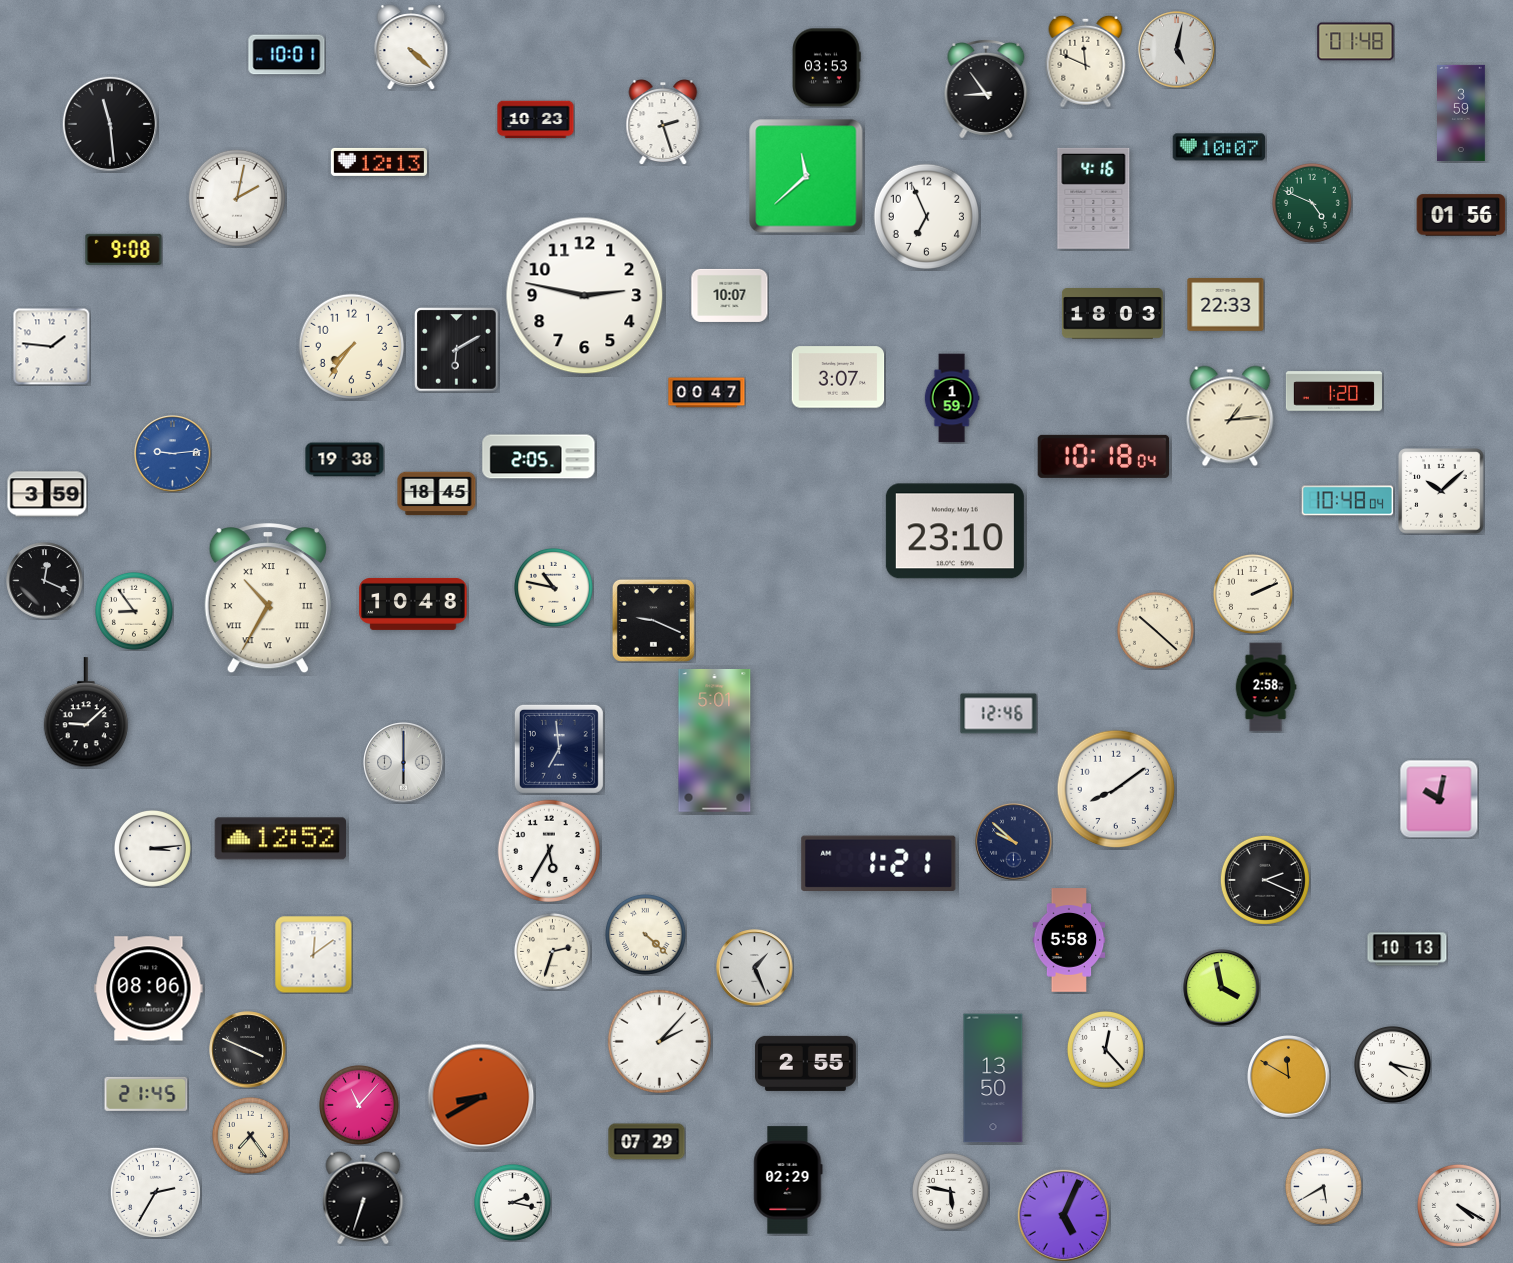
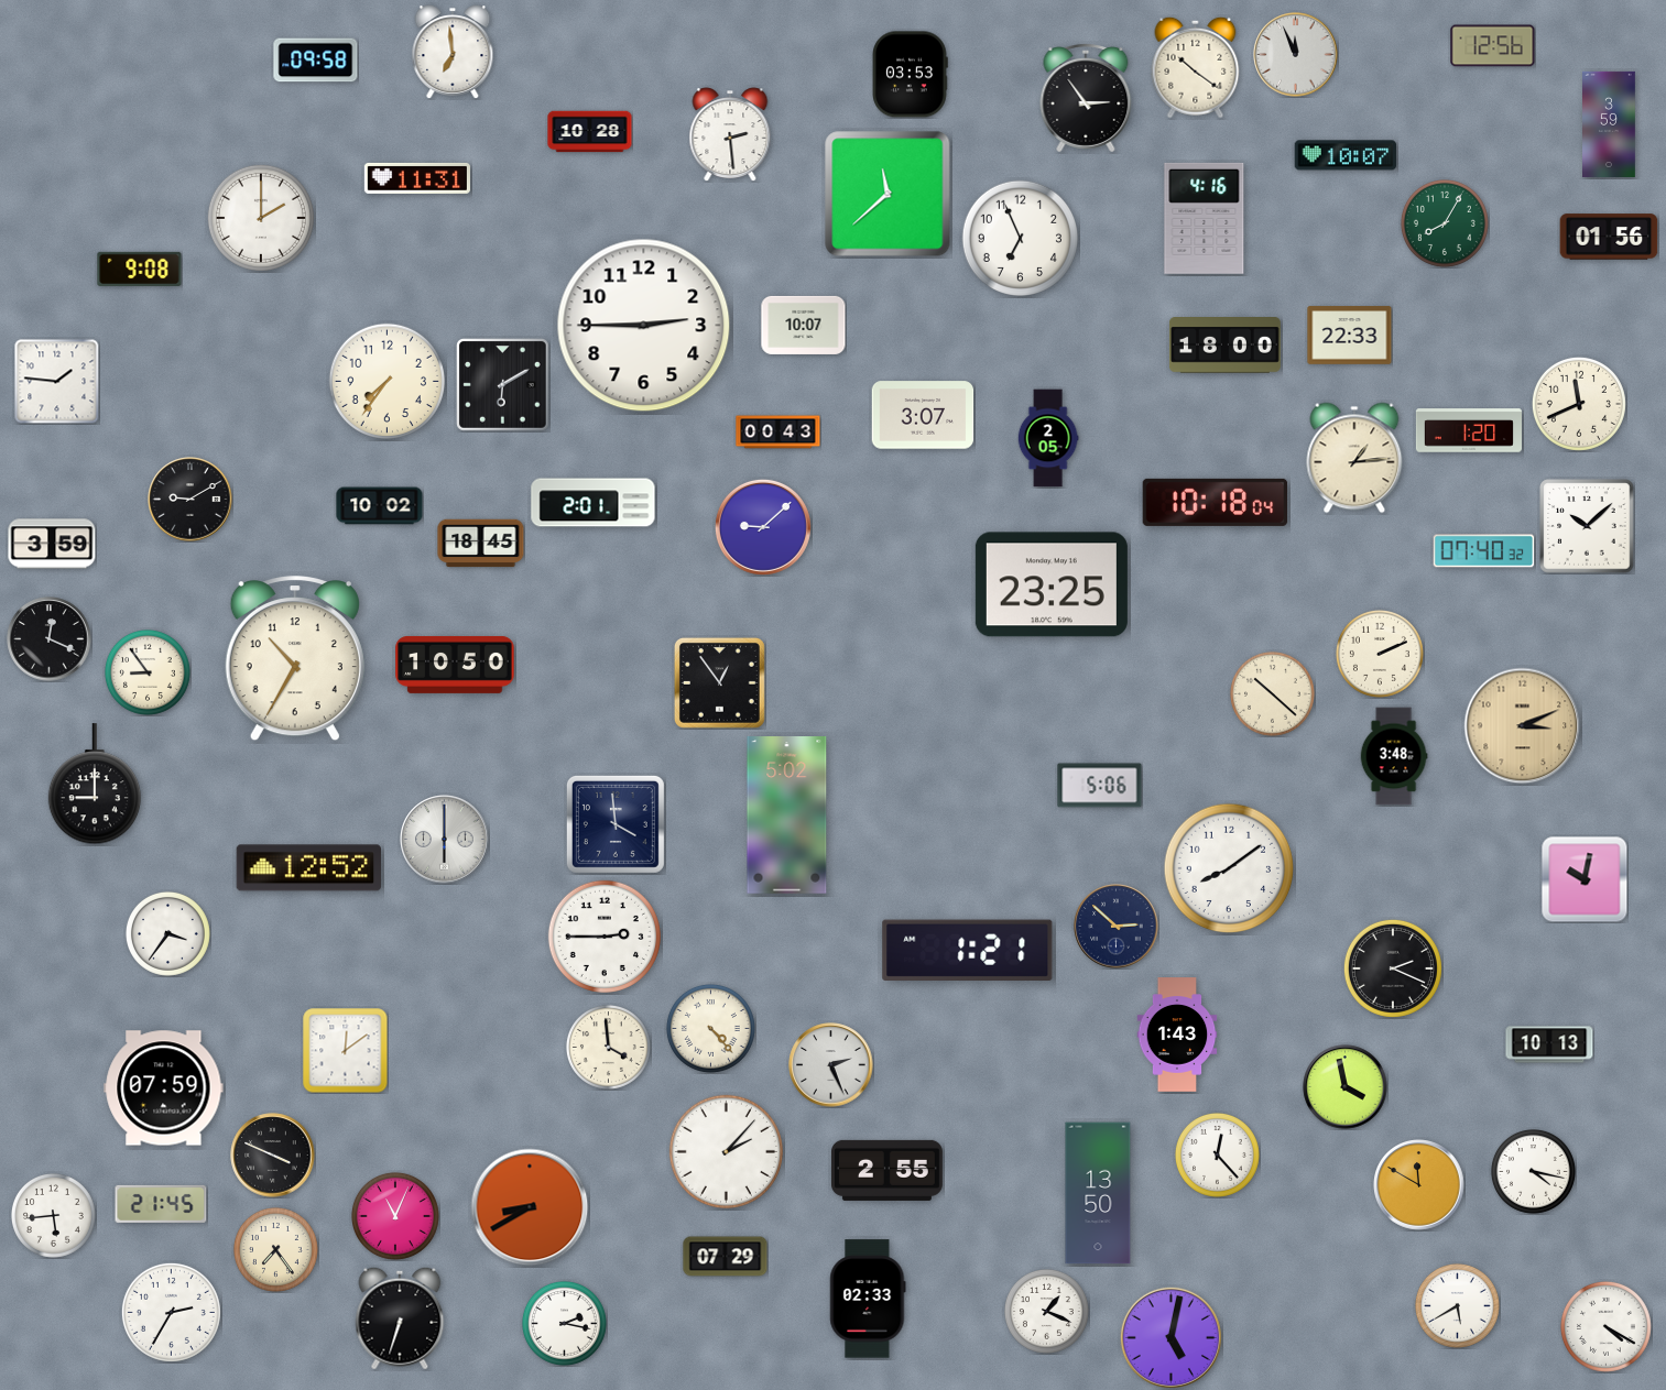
clock at (1356, 42): 01:48 -> 12:56
clock at (411, 47): 4:22 -> 6:59
clock at (1177, 50): 5:02 -> 11:56
clock at (287, 55): 10:01 -> 09:58
clock at (1086, 61): 11:49 -> 10:21
clock at (986, 90): 8:54 -> 2:54
clock at (536, 120): 10:23 -> 10:28
clock at (663, 122): 2:27 -> 2:29
clock at (109, 123): 11:29 -> none
clock at (1219, 147) position: (1219, 147) -> (1346, 155)
clock at (379, 162): 12:13 -> 11:31
clock at (237, 198): 2:02 -> 2:00
clock at (1312, 203): 4:49 -> 8:05
clock at (124, 249) position: (124, 249) -> (140, 269)
clock at (585, 296): 2:47 -> 2:45
clock at (1112, 314): 18:03 -> 18:00
clock at (1579, 404): none -> 11:41
clock at (707, 393): 00:47 -> 00:43
clock at (952, 398): 1:59 -> 2:05
clock at (173, 454): 9:14 -> 9:10
clock at (173, 454) dial: blue -> black
clock at (539, 457): 2:05 -> 2:01
clock at (345, 460): 19:38 -> 10:02
clock at (763, 527): none -> 9:08
clock at (1441, 491) position: (1441, 491) -> (1587, 526)
clock at (1348, 501): 10:48 -> 07:40
clock at (955, 531): 23:10 -> 23:25
clock at (553, 587): 10:47 -> none
clock at (268, 598) numerals: Roman -> Arabic
clock at (413, 604): 10:48 -> 10:50
clock at (653, 620): 9:19 -> 12:54
clock at (1523, 726): none -> 3:11
clock at (1266, 687): 2:58 -> 3:48
clock at (86, 713): 9:08 -> 9:00
clock at (999, 714): 12:46 -> 5:06
clock at (715, 741): 5:01 -> 5:02
clock at (559, 749): 6:59 -> 3:59
clock at (280, 839) position: (280, 839) -> (308, 868)
clock at (1014, 842): 9:52 -> 2:52
clock at (152, 848): 3:14 -> 3:36
clock at (549, 851): 5:35 -> 2:45
clock at (645, 934): 4:22 -> 4:23
clock at (1069, 940): 5:58 -> 1:43
clock at (552, 951): 2:33 -> 3:59
clock at (755, 968): 1:26 -> 2:26
clock at (149, 989): 08:06 -> 07:59
clock at (659, 1041) position: (659, 1041) -> (726, 1151)
clock at (993, 1078) position: (993, 1078) -> (1098, 1193)
clock at (53, 1215): none -> 5:44
clock at (359, 1105): 11:07 -> 11:04
clock at (647, 1142) position: (647, 1142) -> (726, 1257)
clock at (788, 1180): 02:29 -> 02:33
clock at (950, 1191): 5:47 -> 1:19
clock at (1063, 1215): 5:04 -> 5:02
